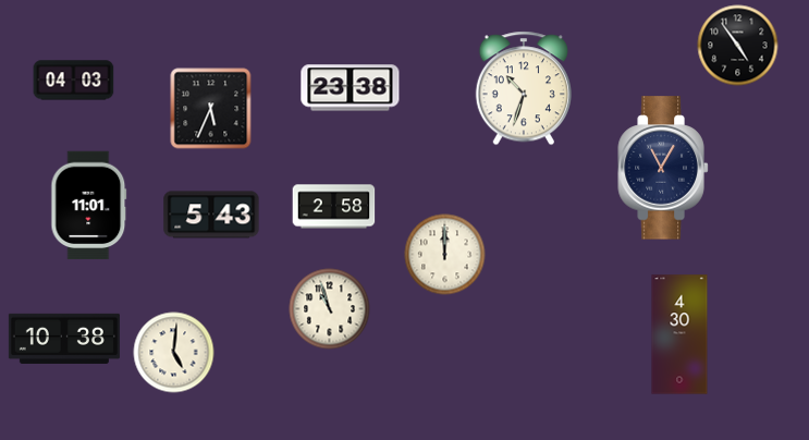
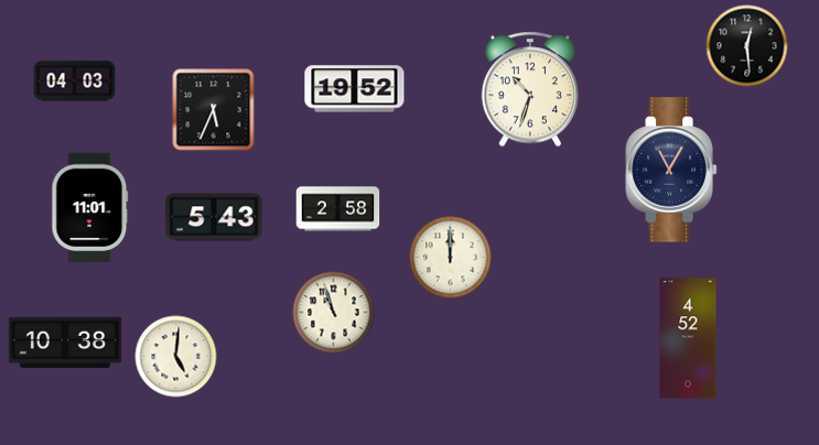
clock at (738, 46): 4:54 -> 12:29
clock at (351, 88): 23:38 -> 19:52
clock at (679, 334): 4:30 -> 4:52
